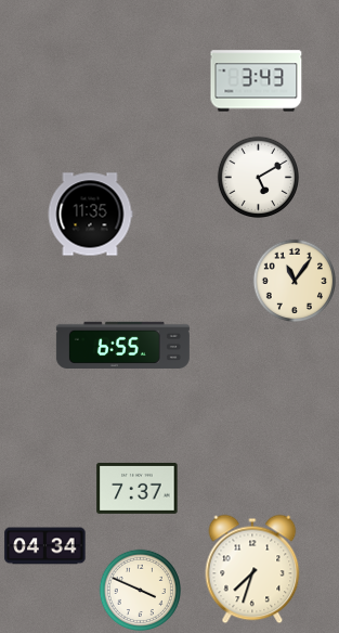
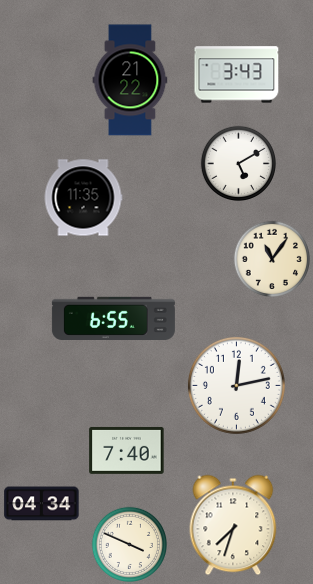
clock at (130, 80): none -> 21:22
clock at (236, 385): none -> 12:13
clock at (138, 488): 7:37 -> 7:40
